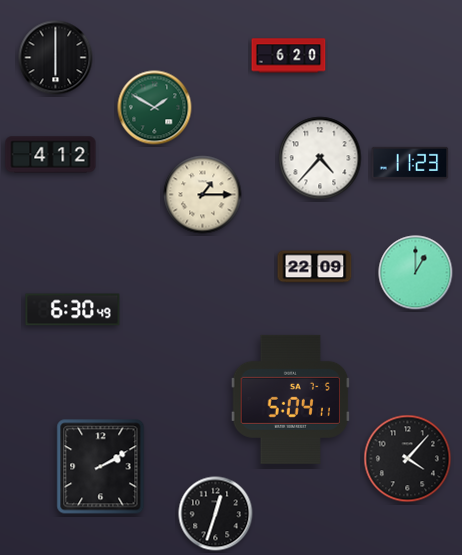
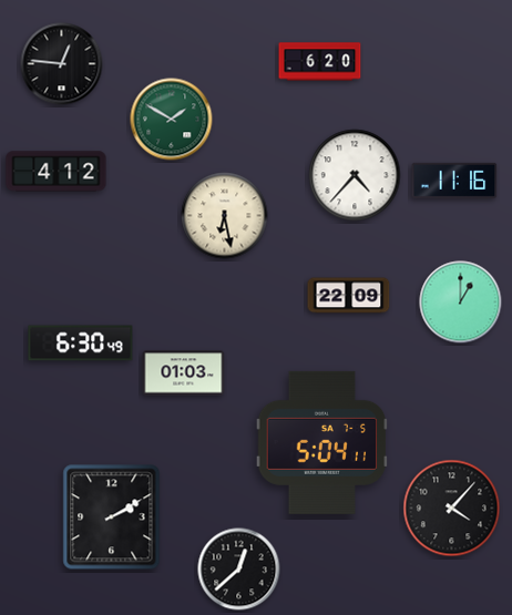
clock at (56, 58): 6:00 -> 12:46
clock at (410, 163): 11:23 -> 11:16
clock at (203, 195): 1:15 -> 6:28
clock at (184, 373): none -> 01:03
clock at (216, 514): 12:33 -> 12:38
